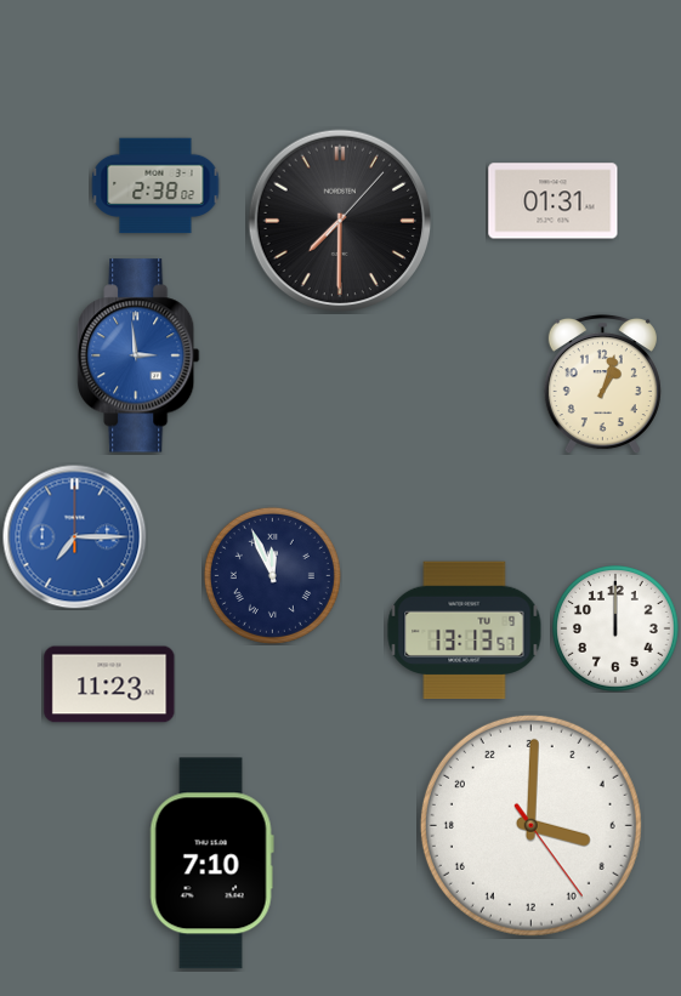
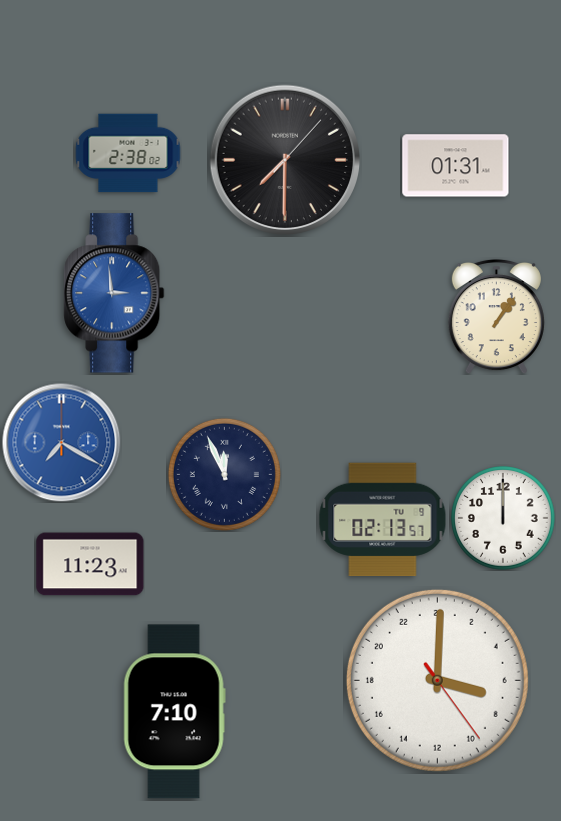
clock at (340, 221) position: (340, 221) -> (285, 160)
clock at (602, 383): 1:03 -> 1:06
clock at (75, 537): 7:15 -> 7:20
clock at (617, 630) position: (617, 630) -> (504, 519)
clock at (465, 631): 13:13 -> 02:13
